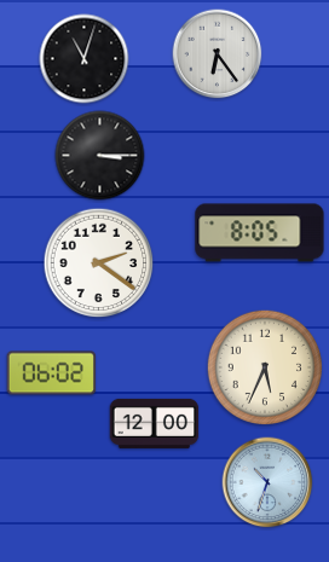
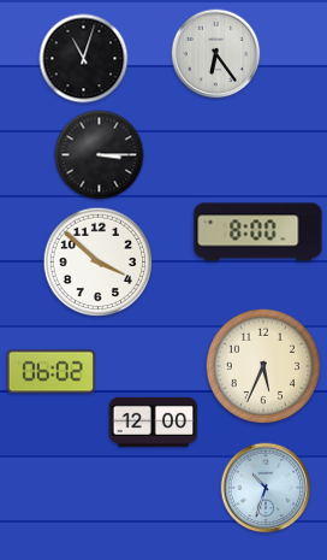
clock at (260, 233): 8:05 -> 8:00
clock at (99, 263): 2:21 -> 3:52
clock at (267, 482) position: (267, 482) -> (266, 488)
